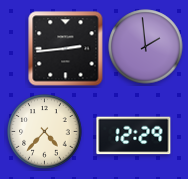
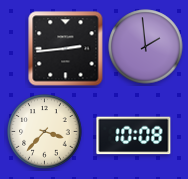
clock at (45, 132): 4:37 -> 3:37
clock at (134, 136): 12:29 -> 10:08
